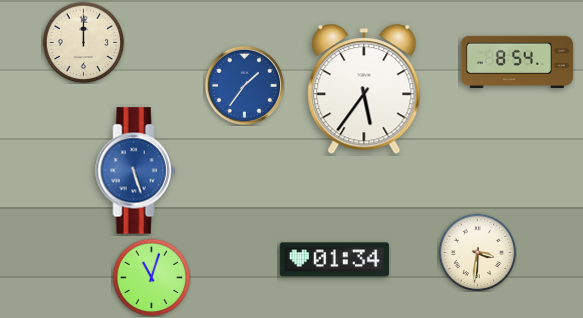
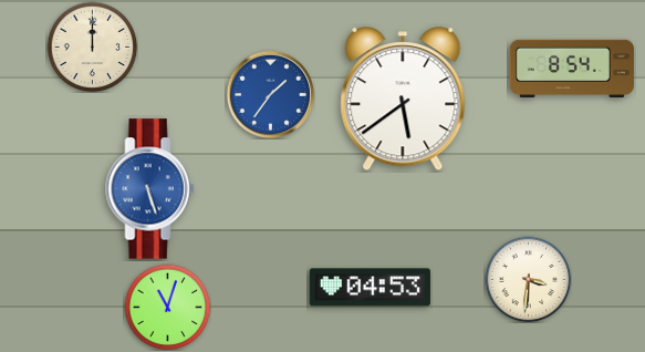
clock at (364, 90): 5:36 -> 5:39
clock at (334, 260): 01:34 -> 04:53
